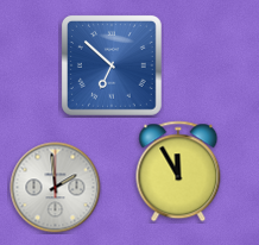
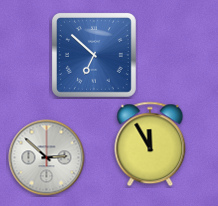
clock at (56, 188): 1:59 -> 2:52
